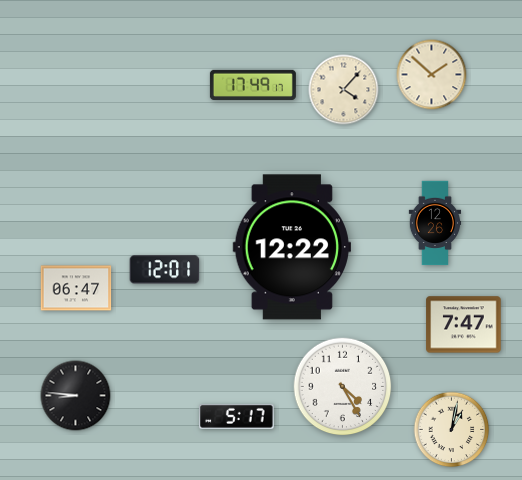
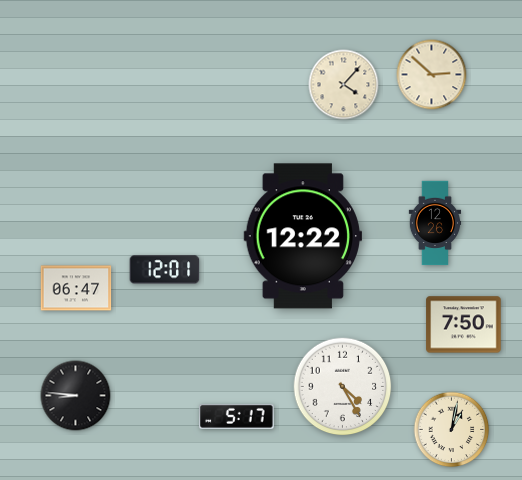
clock at (432, 75): 1:52 -> 2:52
clock at (253, 84): 17:49 -> none
clock at (344, 90) position: (344, 90) -> (344, 85)
clock at (291, 247) position: (291, 247) -> (302, 236)
clock at (464, 325): 7:47 -> 7:50
